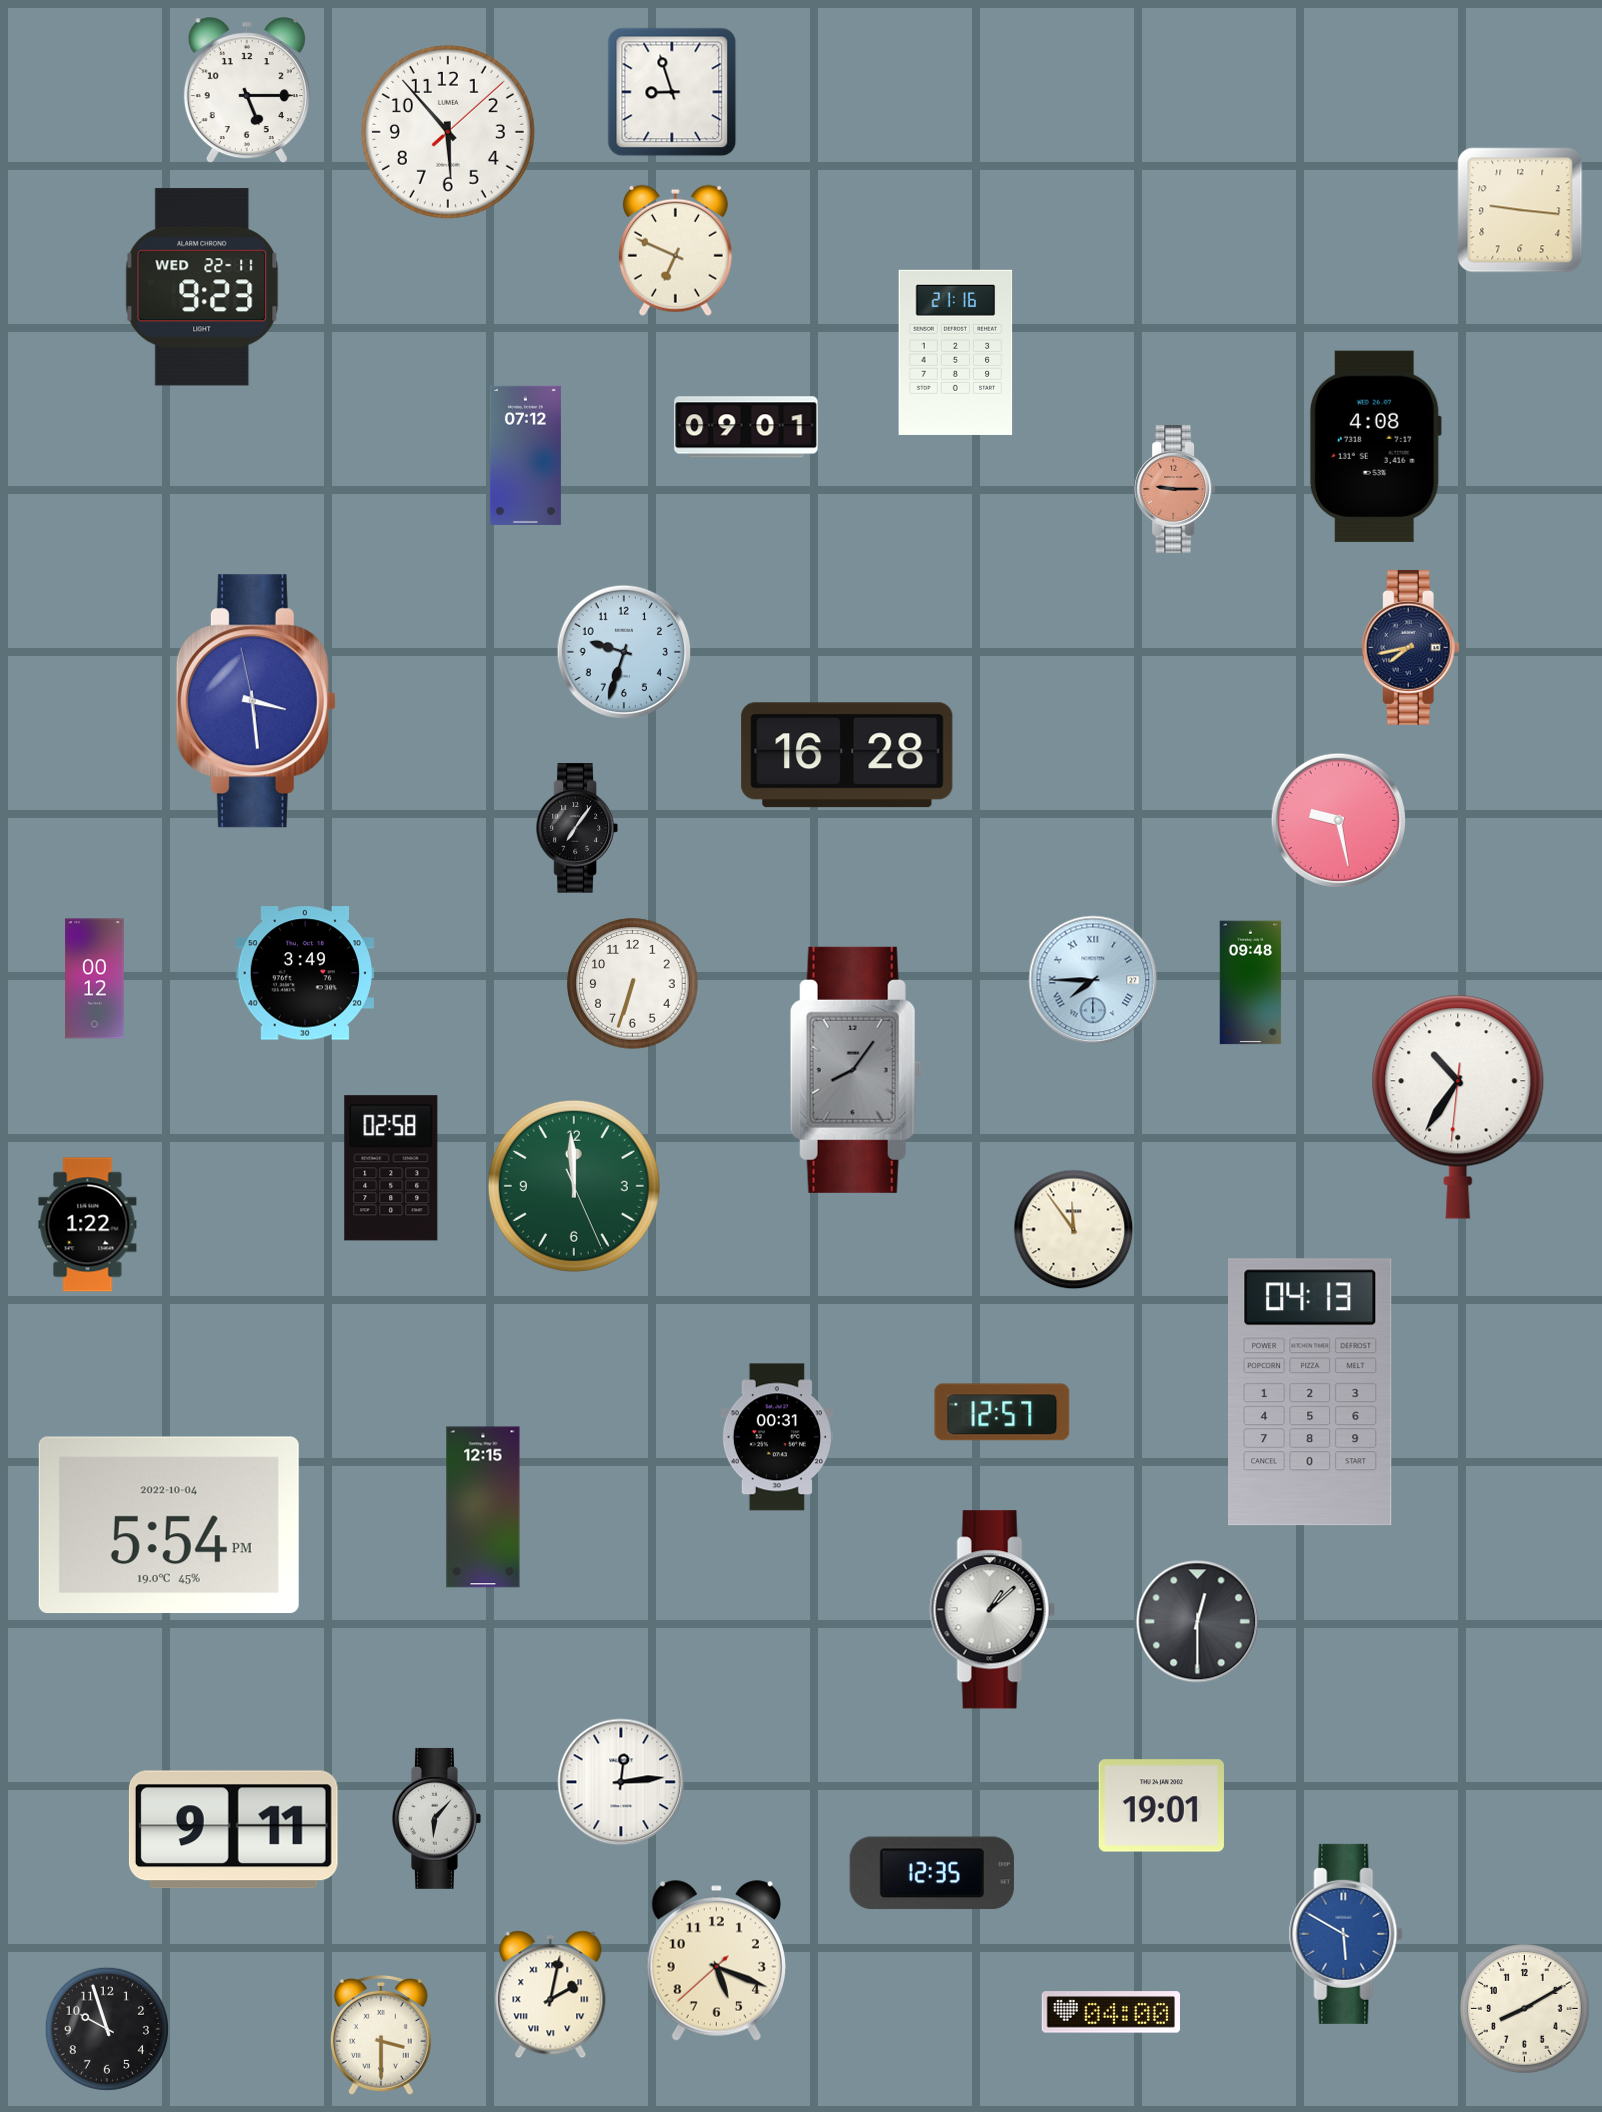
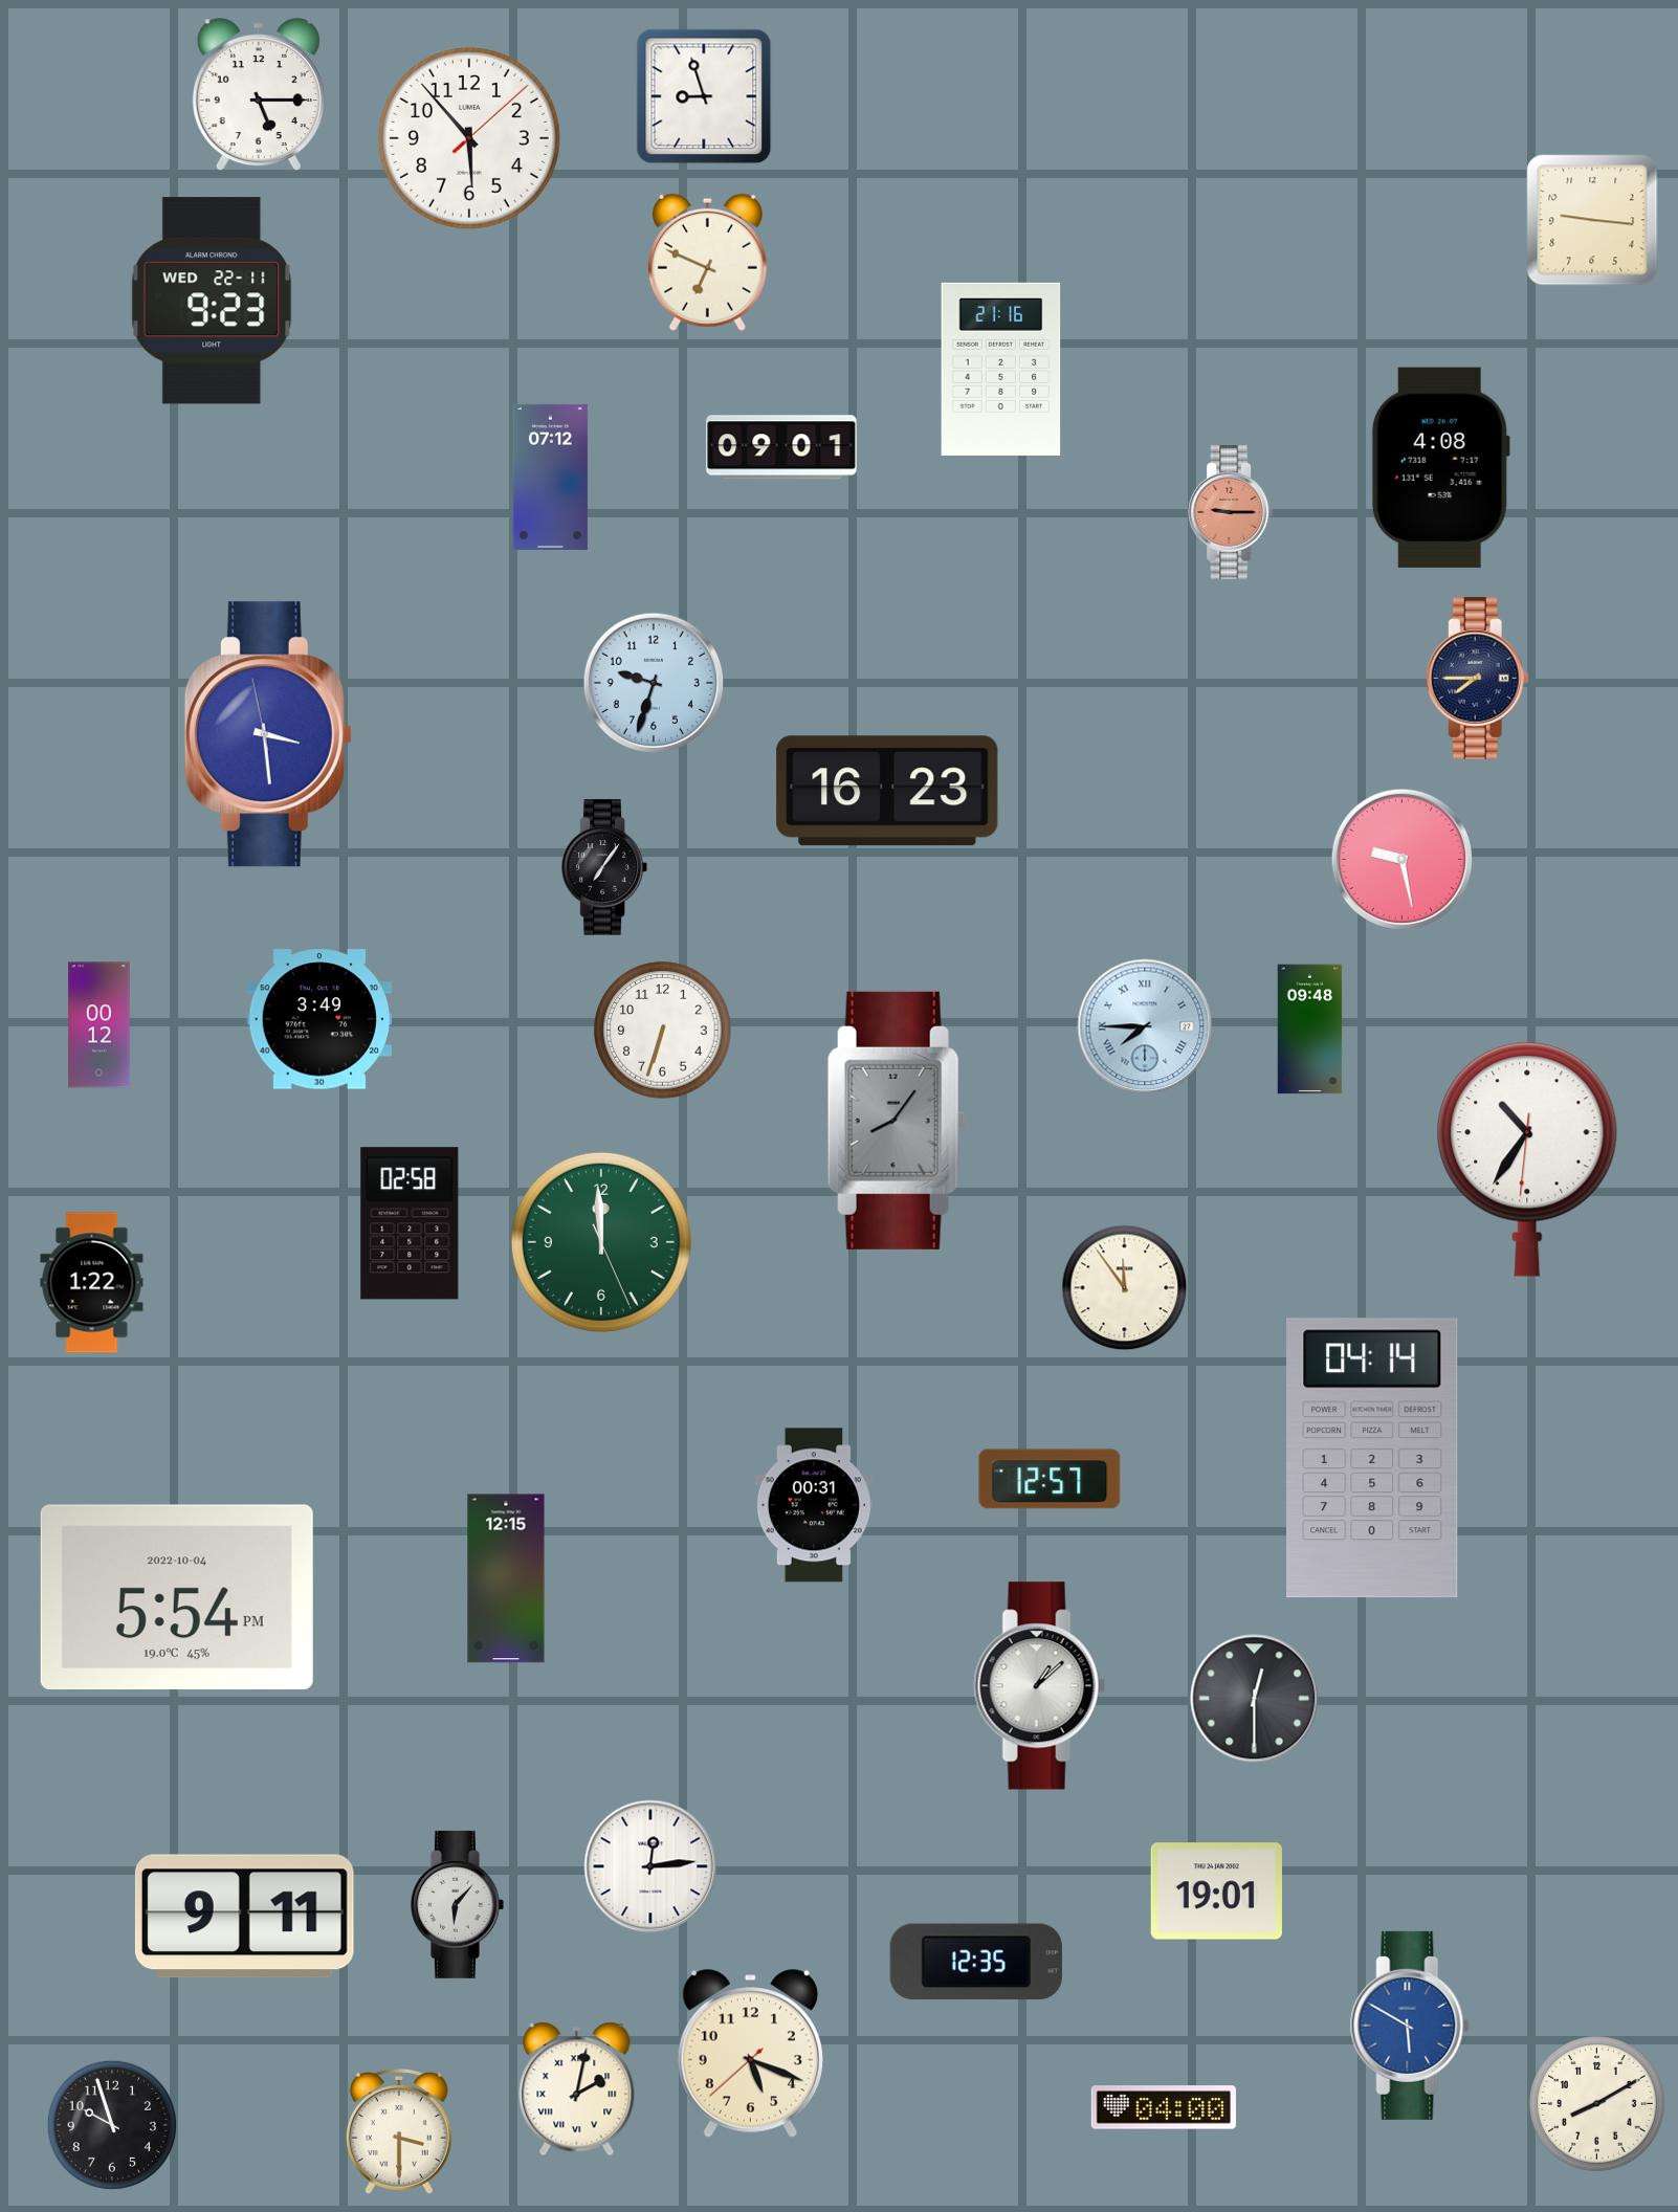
clock at (1410, 647): 7:43 -> 7:45
clock at (847, 755): 16:28 -> 16:23
clock at (1311, 1392): 04:13 -> 04:14
